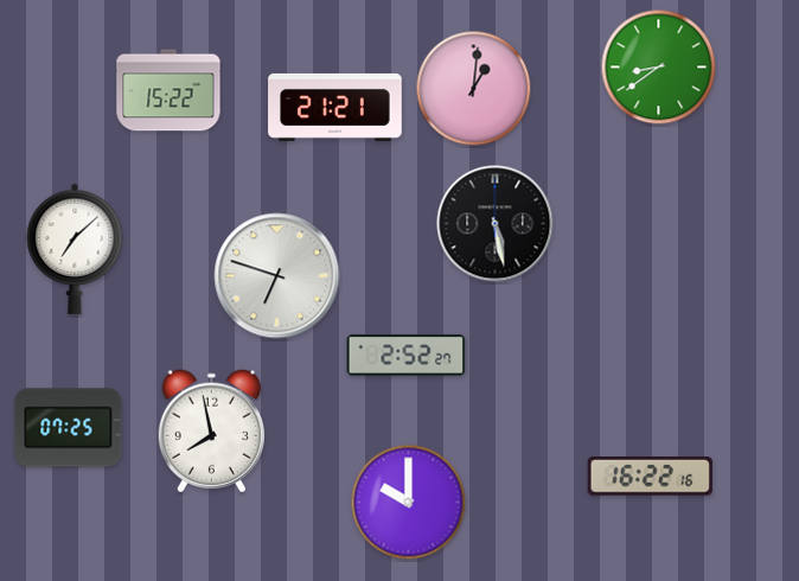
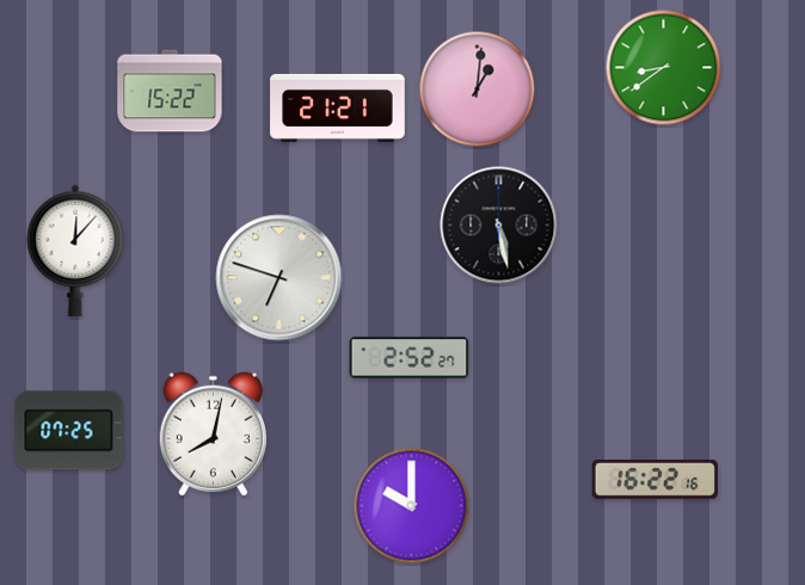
clock at (75, 249): 7:08 -> 12:07
clock at (211, 432): 7:58 -> 8:02
